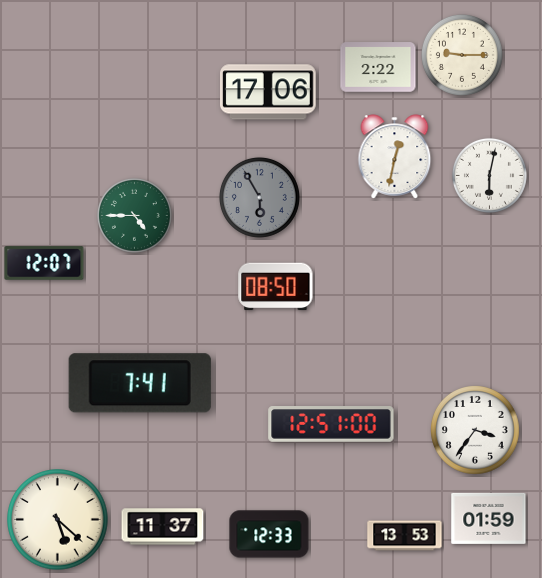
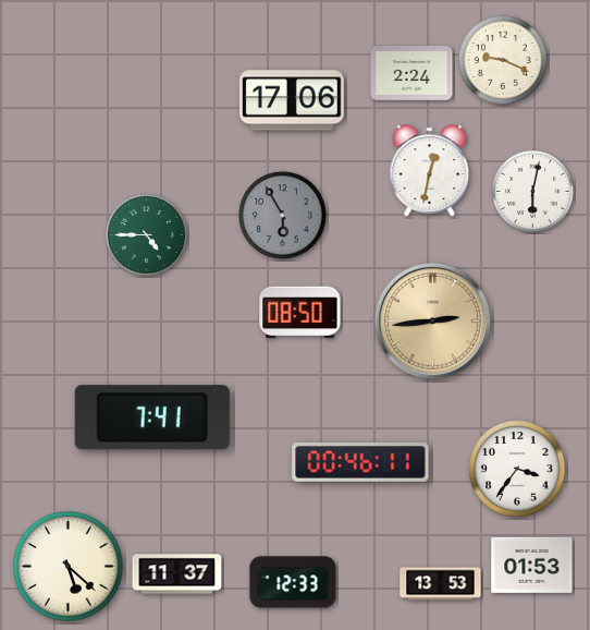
clock at (462, 55): 9:15 -> 9:19
clock at (378, 67): 2:22 -> 2:24
clock at (44, 263): 12:07 -> none
clock at (432, 320): none -> 2:44
clock at (331, 424): 12:51 -> 00:46
clock at (489, 518): 01:59 -> 01:53
clock at (58, 520) position: (58, 520) -> (69, 567)
